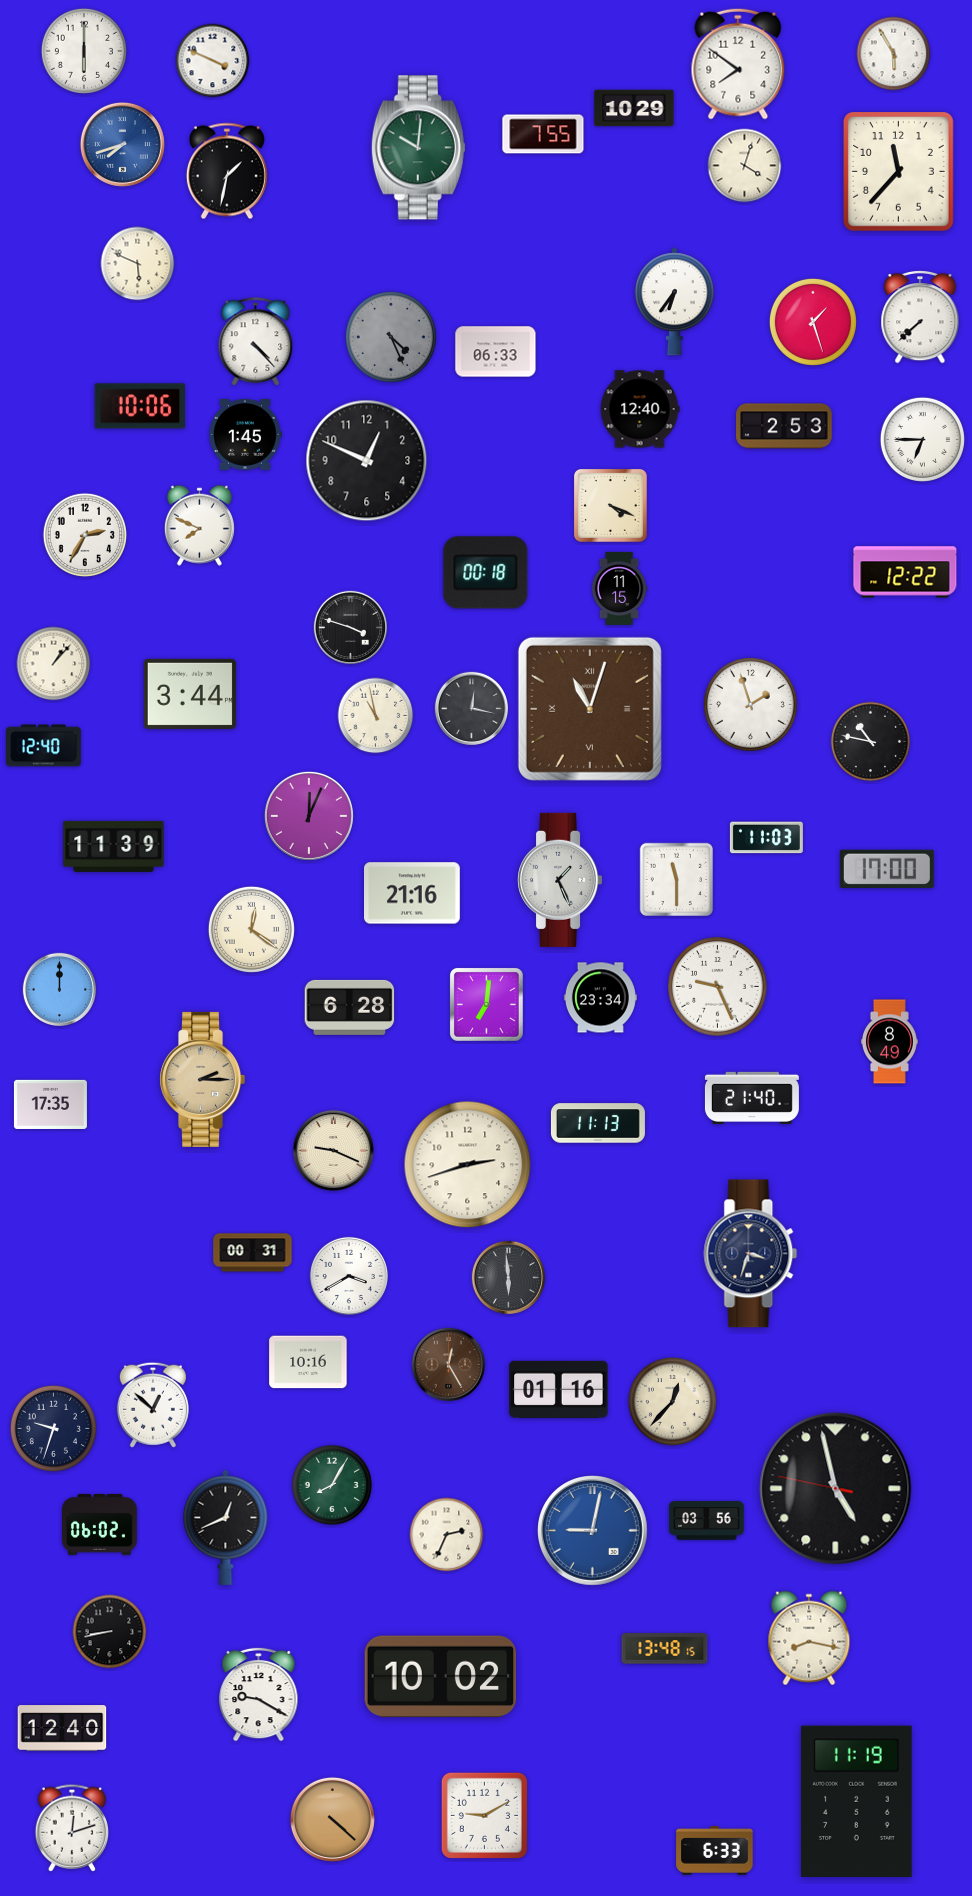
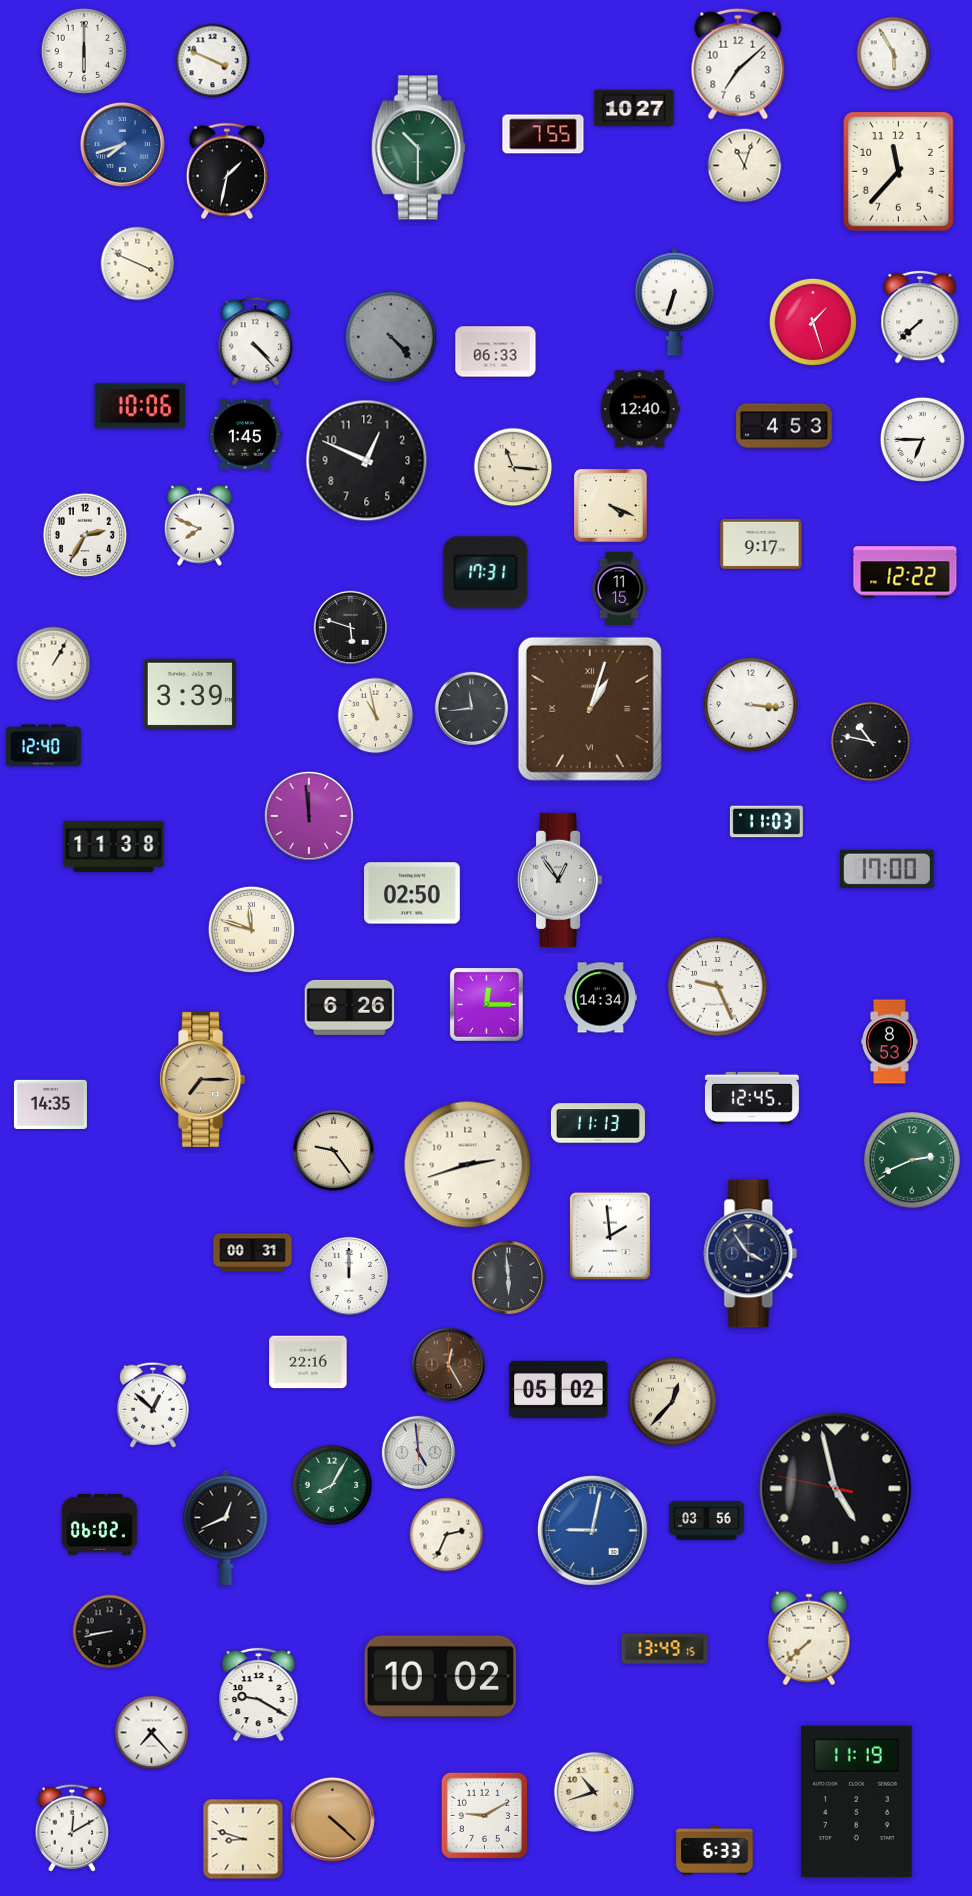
clock at (738, 64): 7:51 -> 7:08
clock at (634, 108): 10:29 -> 10:27
clock at (418, 148): 10:01 -> 10:30
clock at (745, 166): 4:03 -> 11:03
clock at (138, 264): 5:49 -> 3:49
clock at (674, 302): 6:36 -> 6:33
clock at (391, 337): 4:26 -> 4:23
clock at (784, 426): 2:53 -> 4:53
clock at (513, 467): none -> 11:16
clock at (761, 544): none -> 9:17
clock at (486, 573): 00:18 -> 17:31
clock at (350, 627): 3:48 -> 5:48
clock at (54, 664): 1:07 -> 1:05
clock at (190, 694): 3:44 -> 3:39
clock at (751, 705): 1:57 -> 3:16
clock at (471, 708): 12:17 -> 11:44
clock at (590, 709): 11:03 -> 1:03
clock at (309, 816): 12:04 -> 11:59
clock at (766, 838) position: (766, 838) -> (766, 822)
clock at (114, 846): 11:39 -> 11:38
clock at (561, 880): 1:26 -> 12:54
clock at (677, 880): 11:30 -> none
clock at (413, 893): 21:16 -> 02:50
clock at (251, 929): 12:21 -> 11:48
clock at (59, 989): 12:00 -> none
clock at (600, 998): 23:34 -> 14:34
clock at (486, 1004): 7:01 -> 12:15
clock at (350, 1007): 6:28 -> 6:26
clock at (889, 1042): 8:49 -> 8:53
clock at (203, 1079): 2:15 -> 7:15
clock at (752, 1098): 21:40 -> 12:45
clock at (50, 1104): 17:35 -> 14:35
clock at (333, 1150): 9:19 -> 9:24
clock at (912, 1160): none -> 2:41
clock at (610, 1236): none -> 1:59
clock at (751, 1254): 3:33 -> 3:54
clock at (349, 1276): 3:40 -> 12:00
clock at (308, 1362): 10:16 -> 22:16
clock at (559, 1389): 01:16 -> 05:02
clock at (53, 1428): 9:33 -> none
clock at (418, 1452): none -> 4:59
clock at (809, 1638): 8:17 -> 7:38
clock at (665, 1649): 13:48 -> 13:49
clock at (62, 1728): 12:40 -> none
clock at (152, 1733): none -> 7:23
clock at (594, 1792): none -> 10:42
clock at (71, 1828): 12:12 -> 12:10
clock at (243, 1839): none -> 8:48
